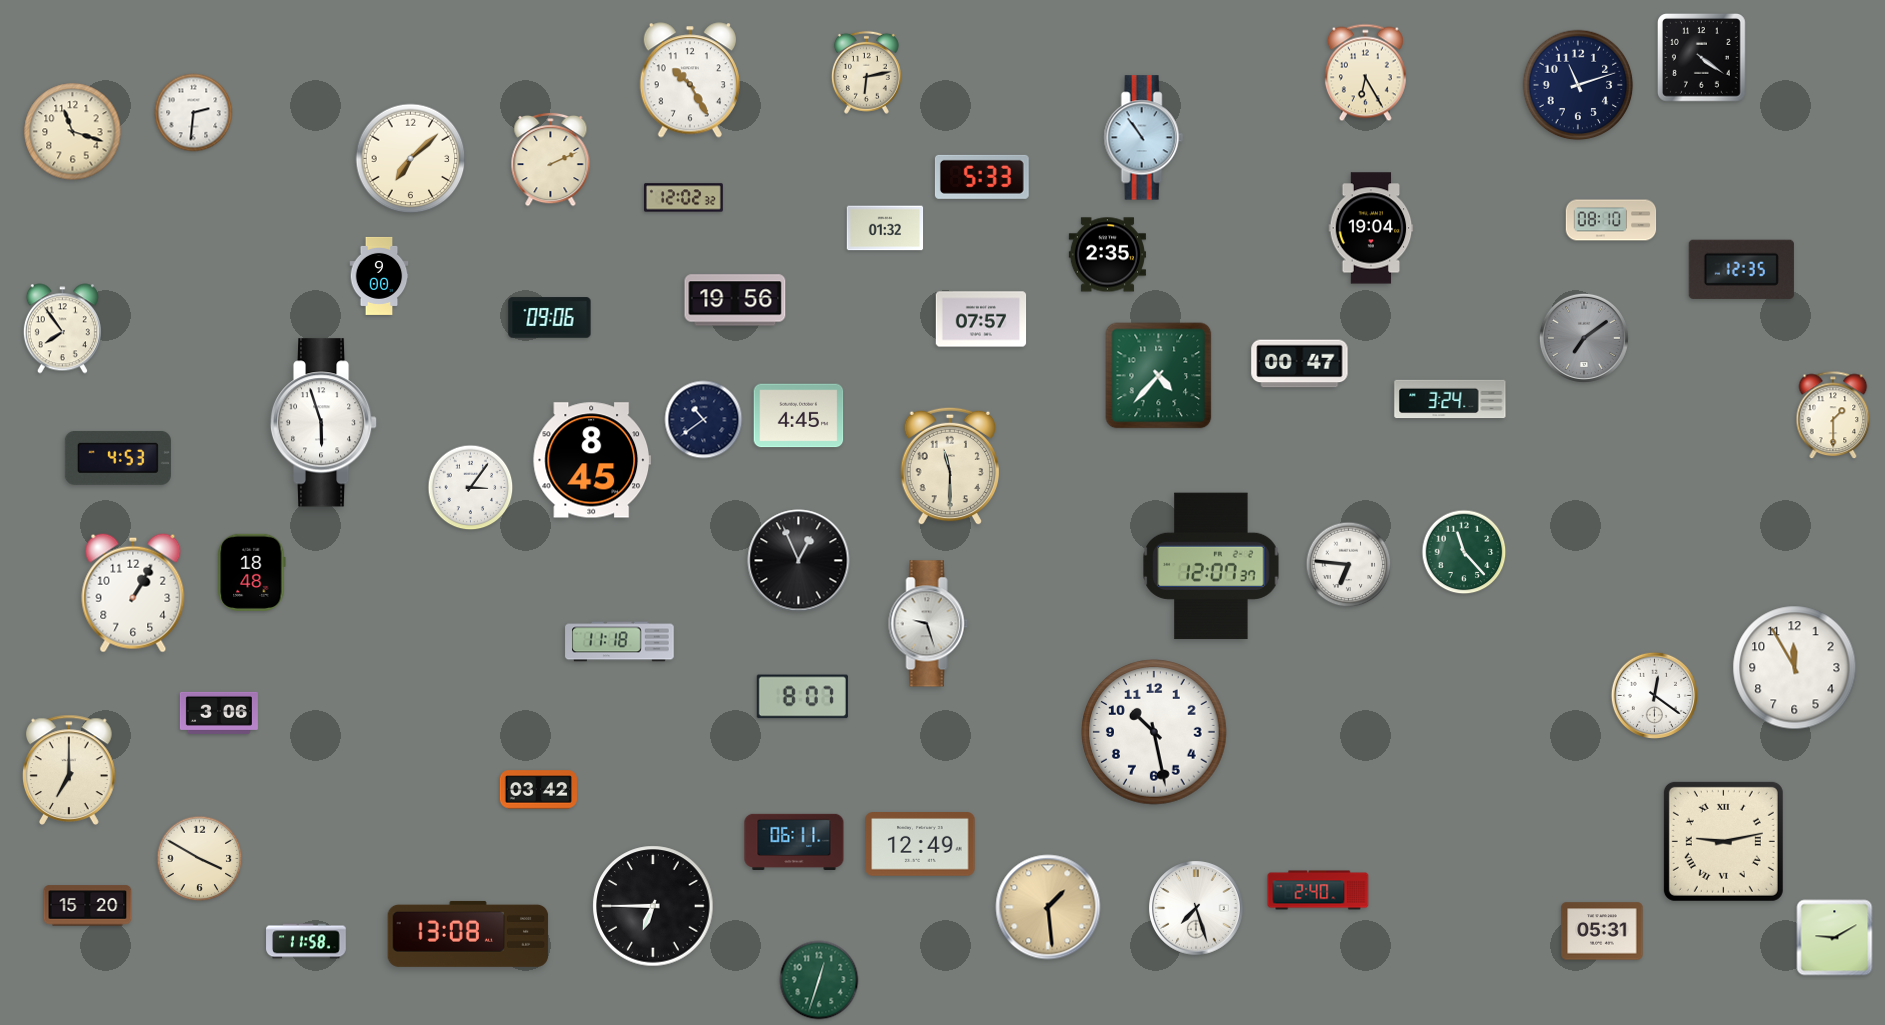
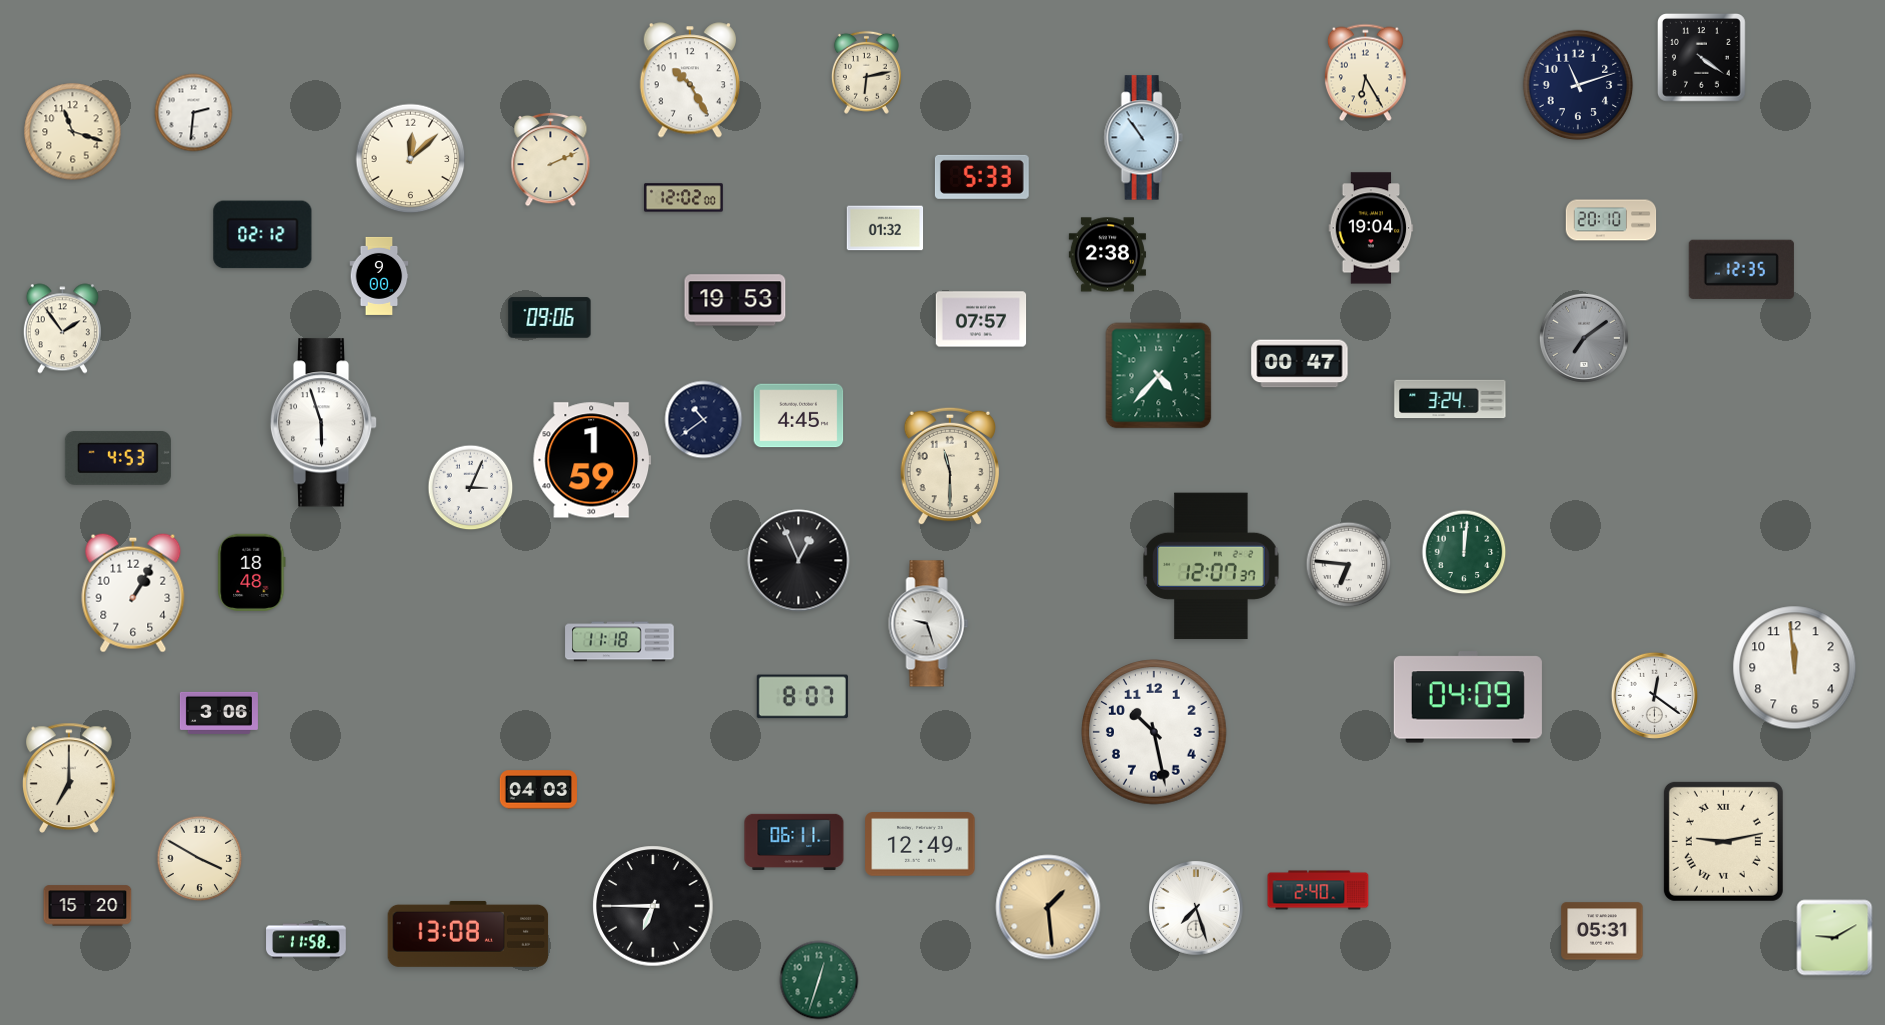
clock at (411, 159): 7:08 -> 12:08
clock at (683, 198): 12:02:32 -> 12:02:00
clock at (1611, 220): 08:10 -> 20:10
clock at (263, 235): none -> 02:12
clock at (1107, 255): 2:35 -> 2:38
clock at (735, 300): 19:56 -> 19:53
clock at (62, 329): 7:54 -> 1:54
clock at (1833, 416): 1:30 -> none
clock at (592, 460): 8:45 -> 1:59
clock at (471, 488): 3:06 -> 3:04
clock at (1464, 552): 11:23 -> 12:01
clock at (1795, 668): 11:55 -> 11:59
clock at (1468, 697): none -> 04:09
clock at (69, 770) position: (69, 770) -> (69, 778)
clock at (538, 790): 03:42 -> 04:03
